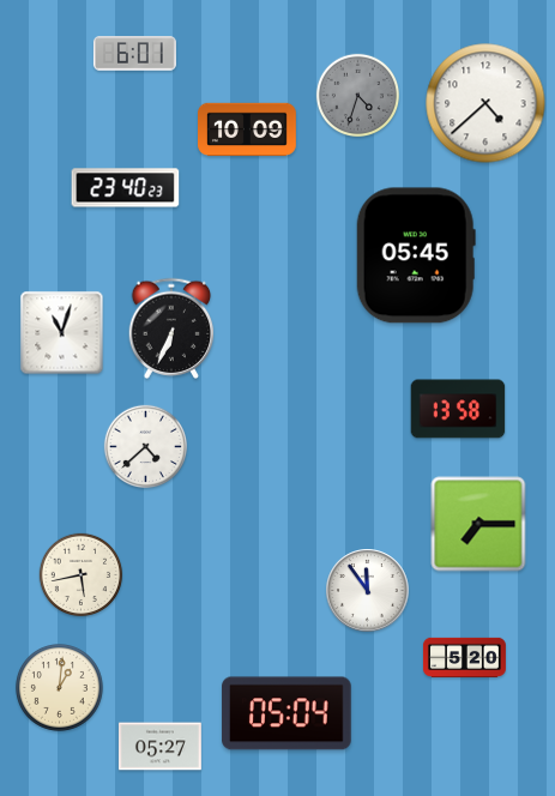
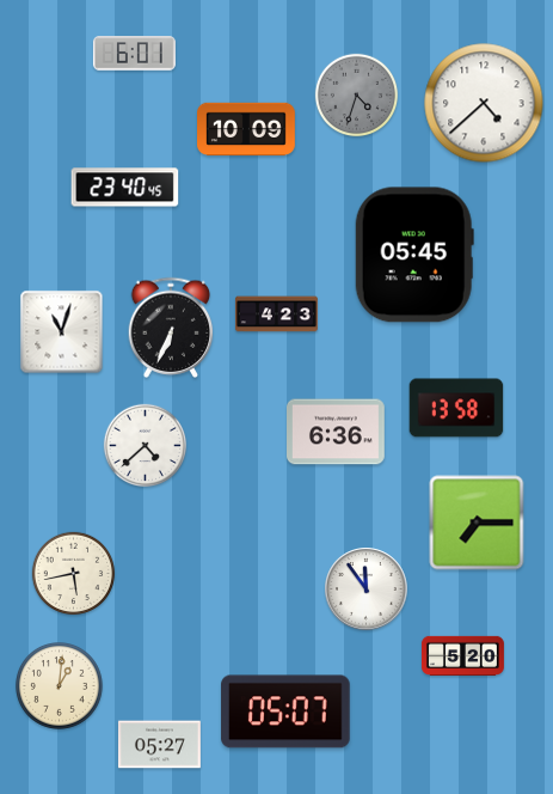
clock at (126, 188): 23:40:23 -> 23:40:45
clock at (276, 314): none -> 4:23
clock at (337, 432): none -> 6:36
clock at (82, 575) position: (82, 575) -> (74, 574)
clock at (286, 713): 05:04 -> 05:07
